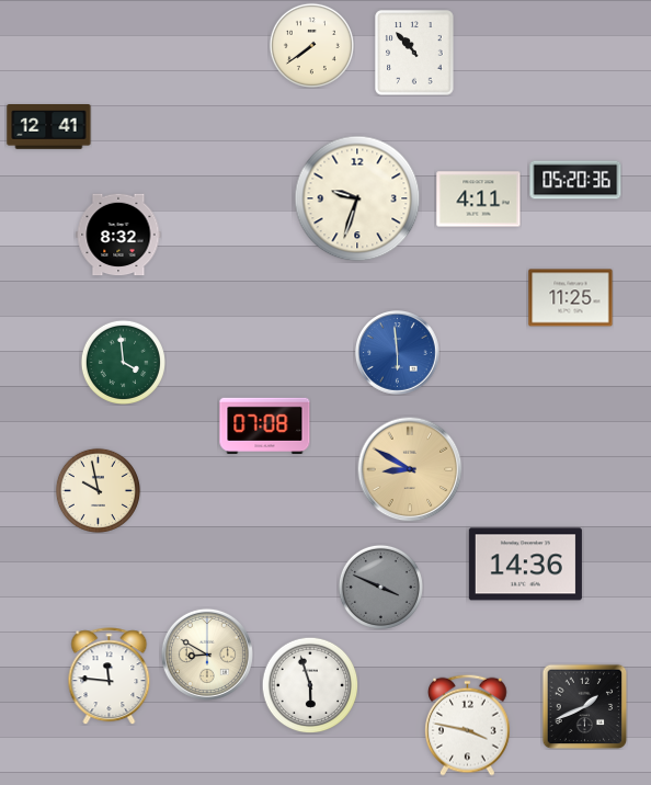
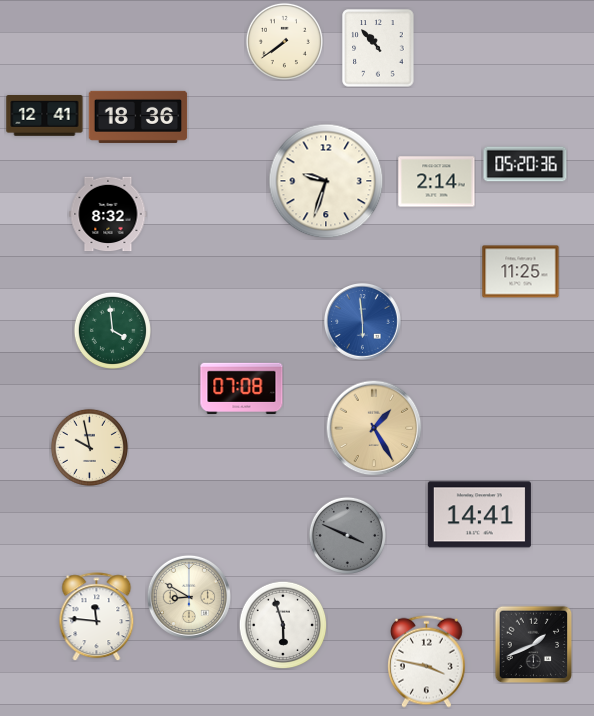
clock at (138, 117): none -> 18:36
clock at (479, 200): 4:11 -> 2:14
clock at (410, 469): 8:50 -> 1:25
clock at (525, 565): 14:36 -> 14:41
clock at (110, 676) position: (110, 676) -> (97, 617)
